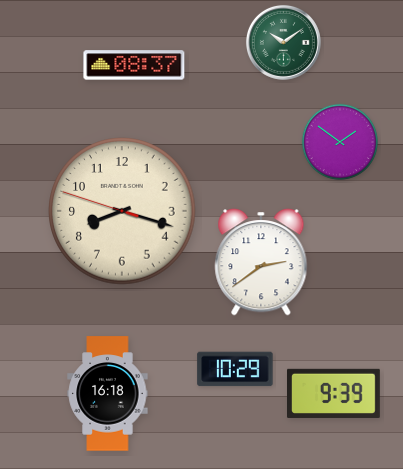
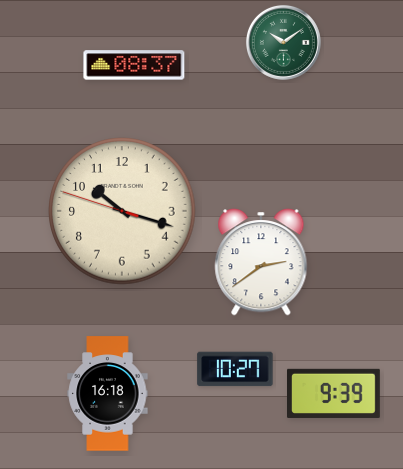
clock at (340, 142): 1:51 -> none
clock at (122, 211): 8:17 -> 10:17
clock at (235, 369): 10:29 -> 10:27
